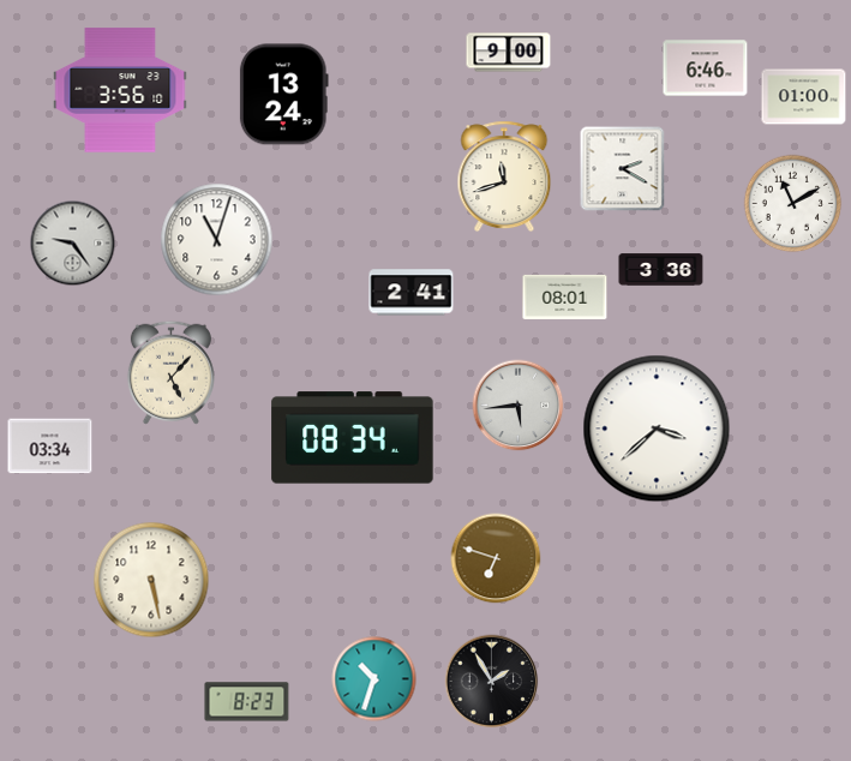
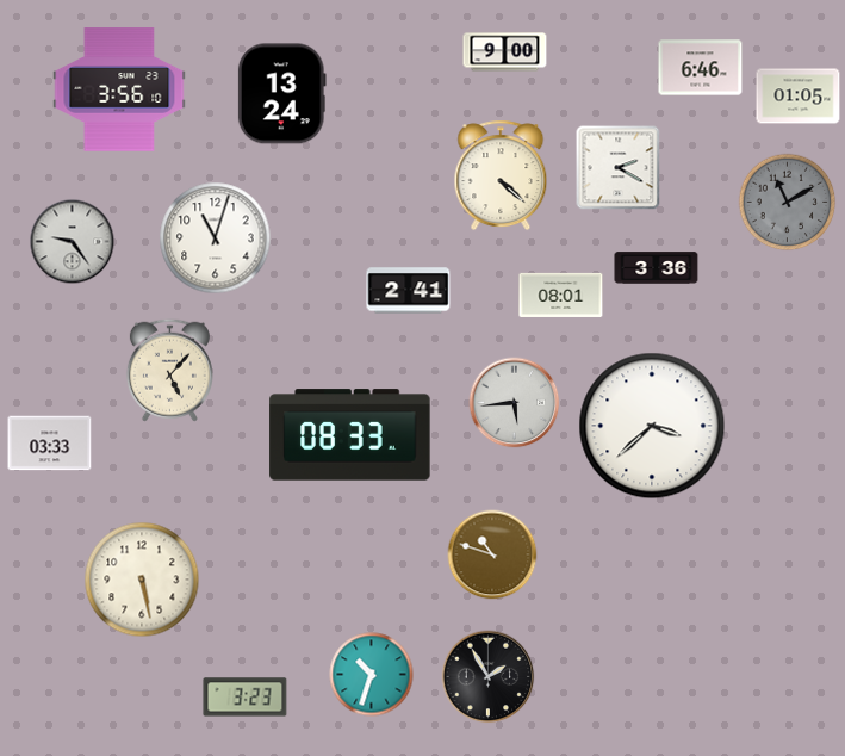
clock at (804, 97): 01:00 -> 01:05
clock at (504, 176): 11:42 -> 4:22
clock at (793, 204) dial: white -> grey
clock at (353, 438): 08:34 -> 08:33
clock at (50, 447): 03:34 -> 03:33
clock at (496, 558): 6:48 -> 10:48
clock at (151, 580) position: (151, 580) -> (142, 580)
clock at (247, 702): 8:23 -> 3:23
